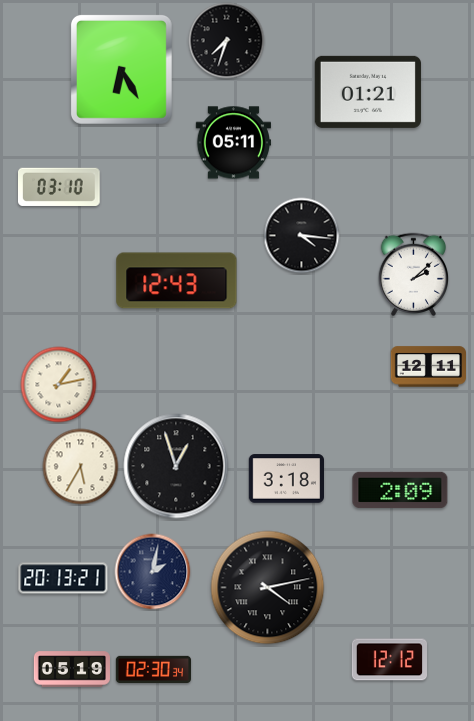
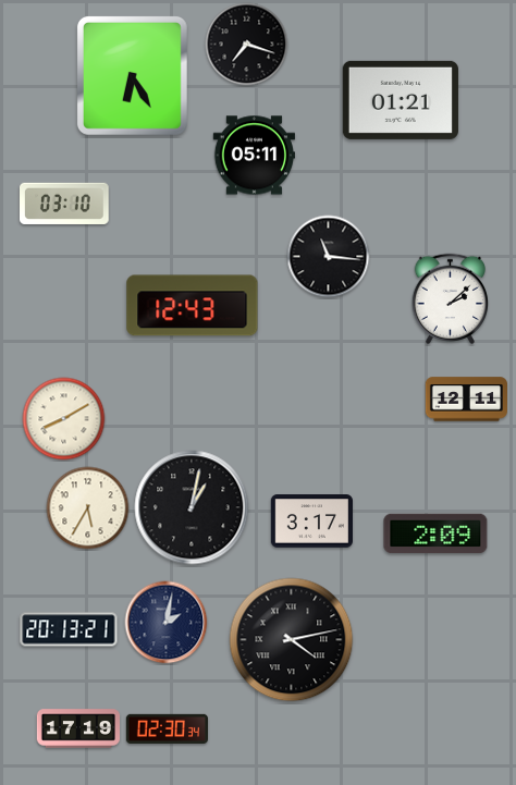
clock at (227, 41): 7:33 -> 7:18
clock at (302, 236): 4:16 -> 11:16
clock at (59, 385): 1:13 -> 8:10
clock at (176, 466): 12:57 -> 1:02
clock at (286, 479): 3:18 -> 3:17
clock at (389, 660): 12:12 -> none
clock at (72, 669): 05:19 -> 17:19
